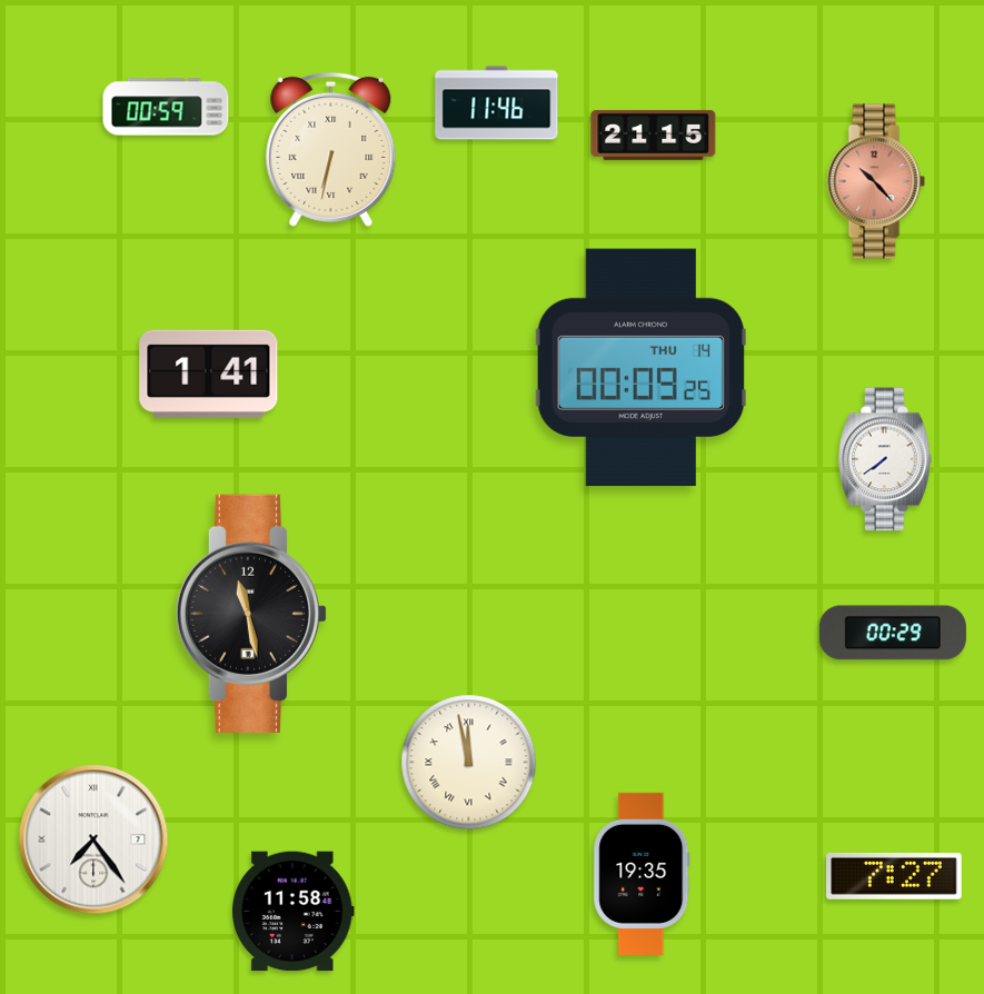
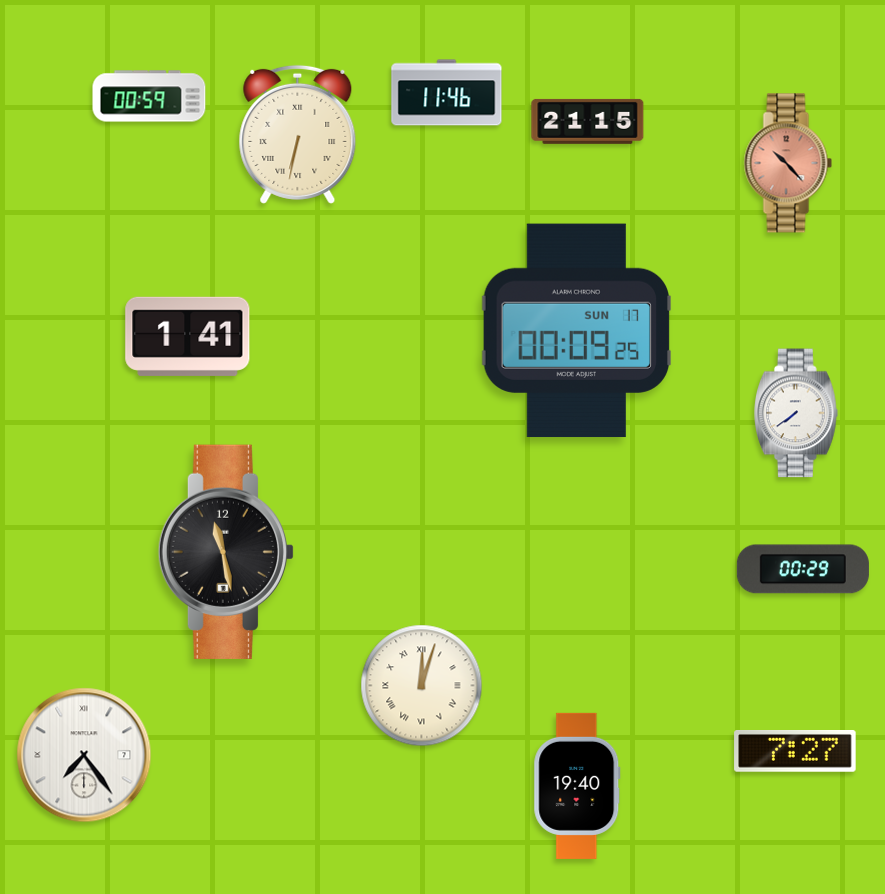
clock at (640, 368) date: THU 14 -> SUN 17
clock at (469, 763): 11:58 -> 12:03
clock at (642, 874): 19:35 -> 19:40
clock at (894, 877) position: (894, 877) -> (795, 752)
clock at (292, 912): 11:58 -> none
